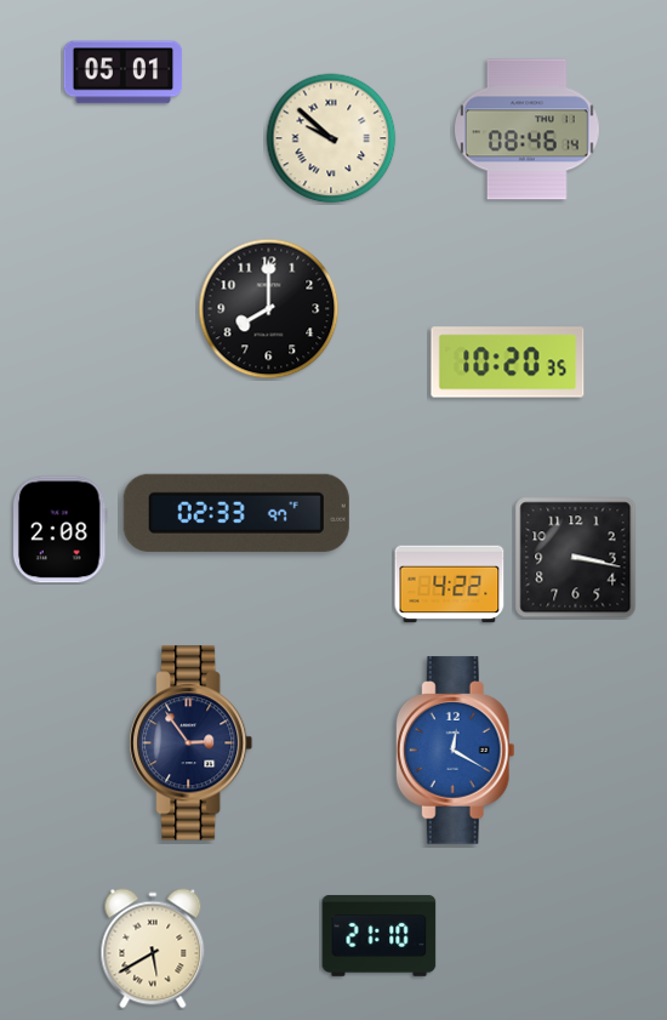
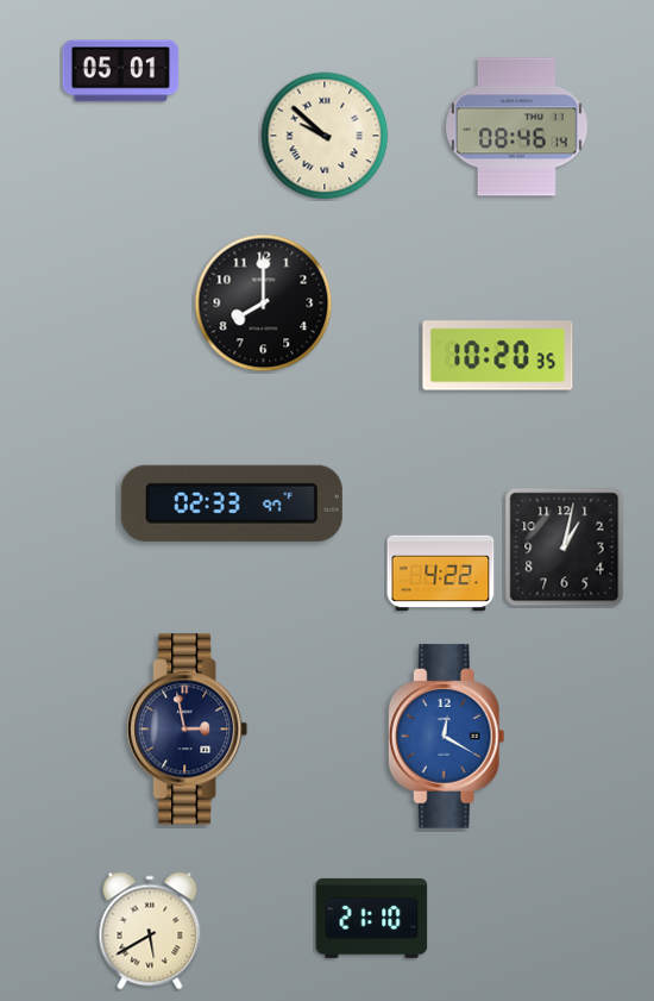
clock at (59, 530): 2:08 -> none
clock at (576, 558): 3:17 -> 1:02
clock at (192, 743): 2:54 -> 2:58
